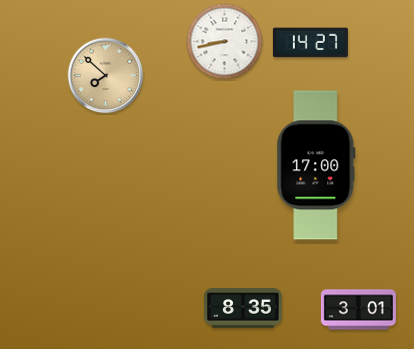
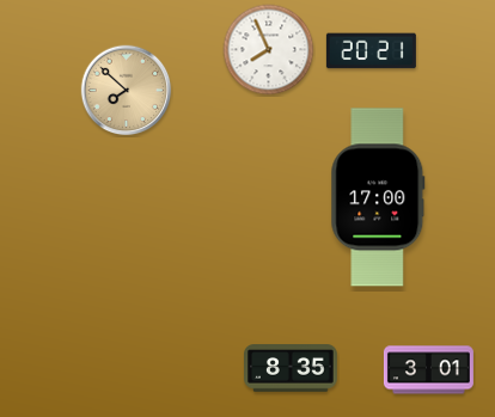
clock at (225, 42): 8:43 -> 7:56
clock at (310, 43): 14:27 -> 20:21
